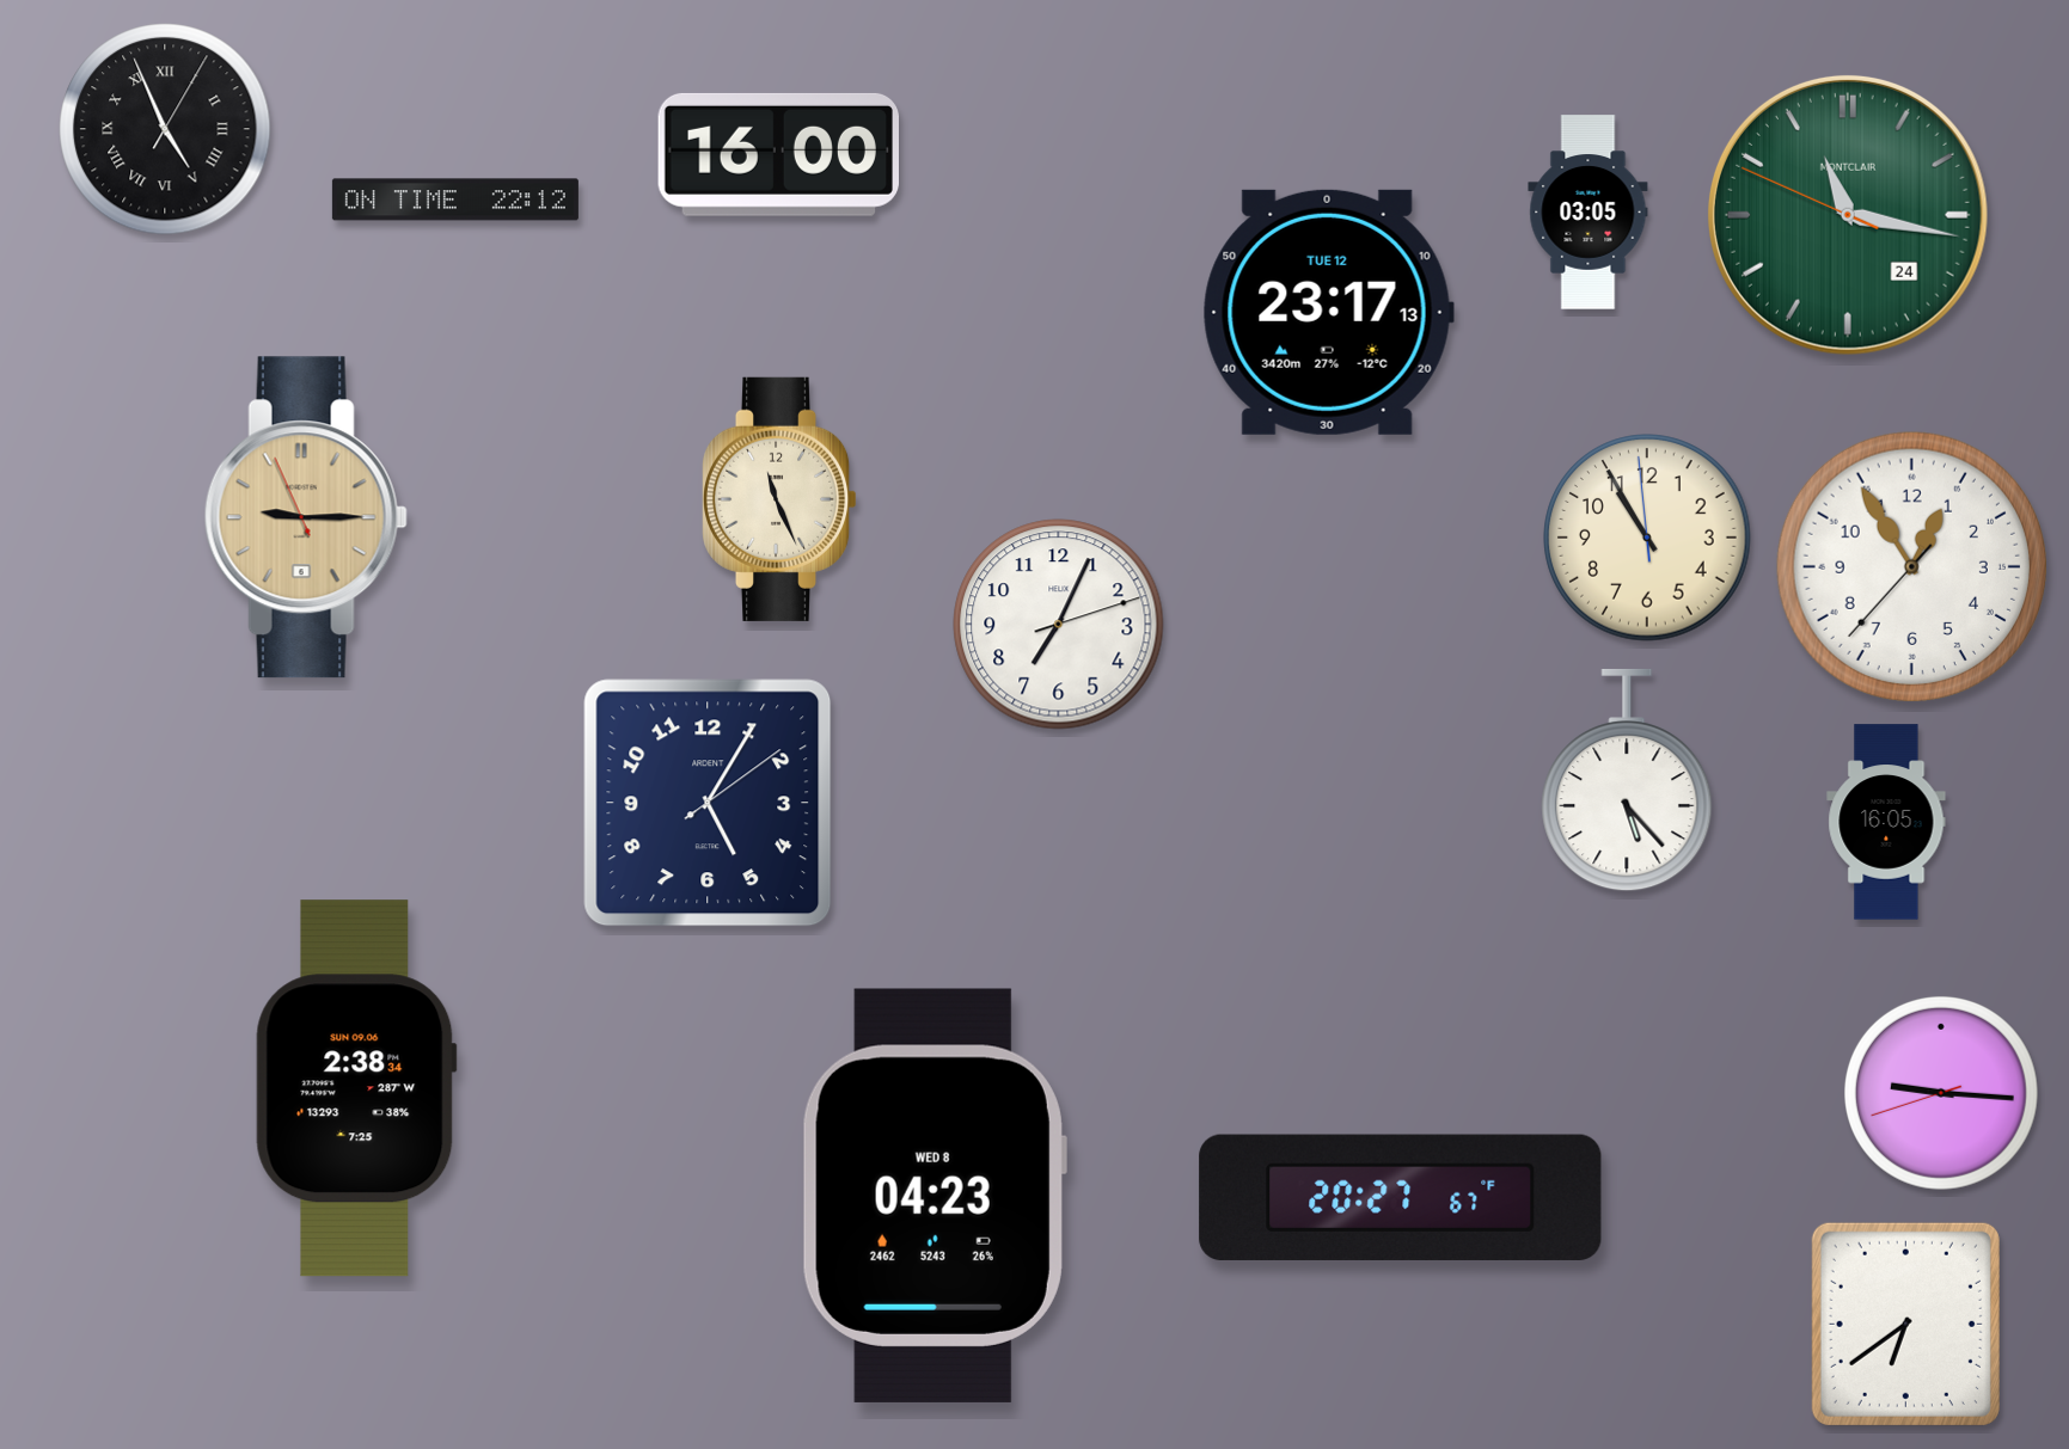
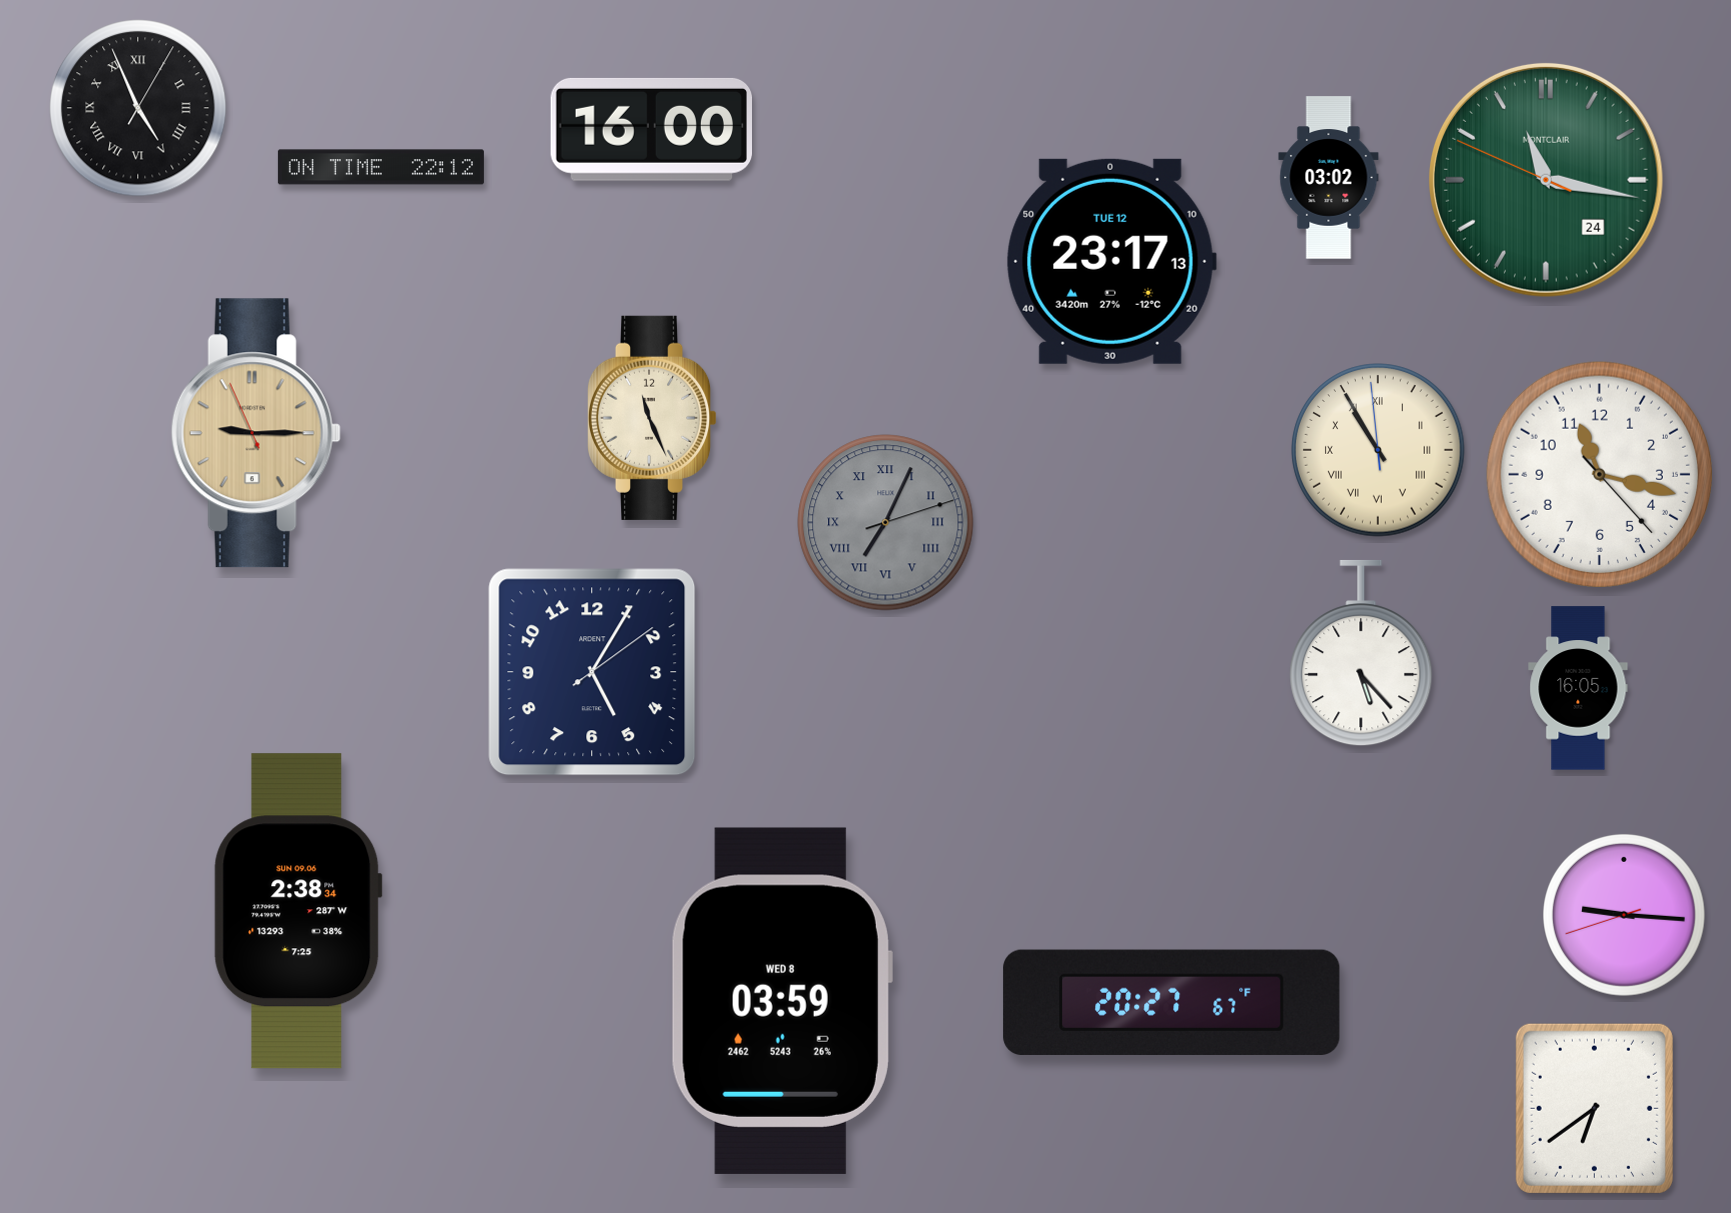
clock at (1589, 213): 03:05 -> 03:02
clock at (1647, 538) numerals: Arabic -> Roman
clock at (1911, 566): 12:54 -> 11:17
clock at (1059, 625) dial: white -> grey
clock at (1059, 625) numerals: Arabic -> Roman
clock at (935, 1196): 04:23 -> 03:59
